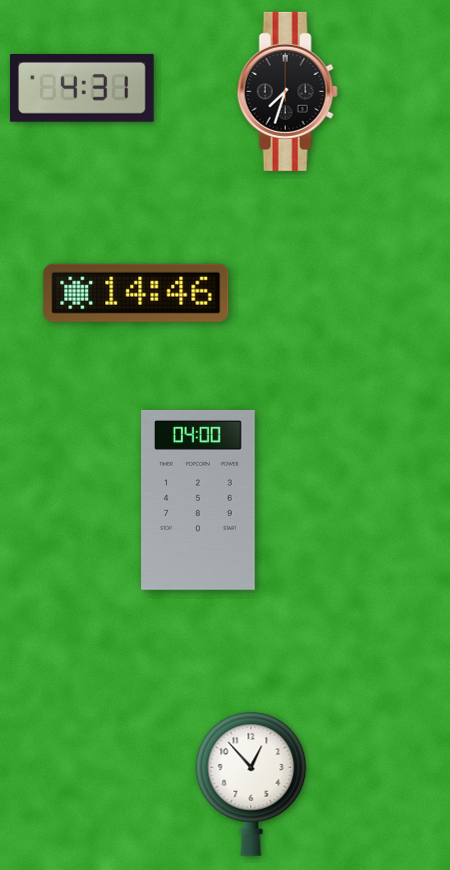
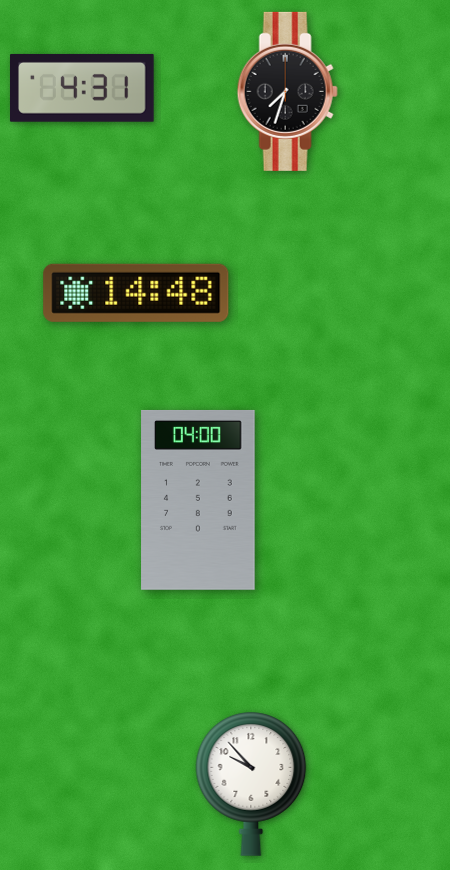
clock at (136, 293): 14:46 -> 14:48
clock at (251, 784): 12:53 -> 9:53
